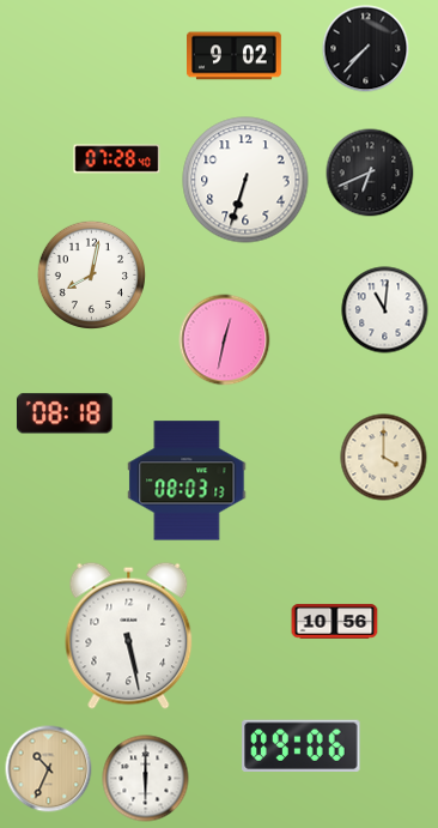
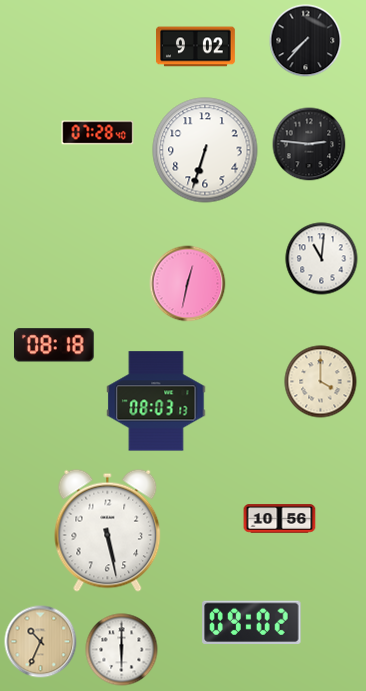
clock at (370, 173): 6:41 -> 2:46
clock at (91, 274): 8:02 -> none
clock at (302, 745): 09:06 -> 09:02
